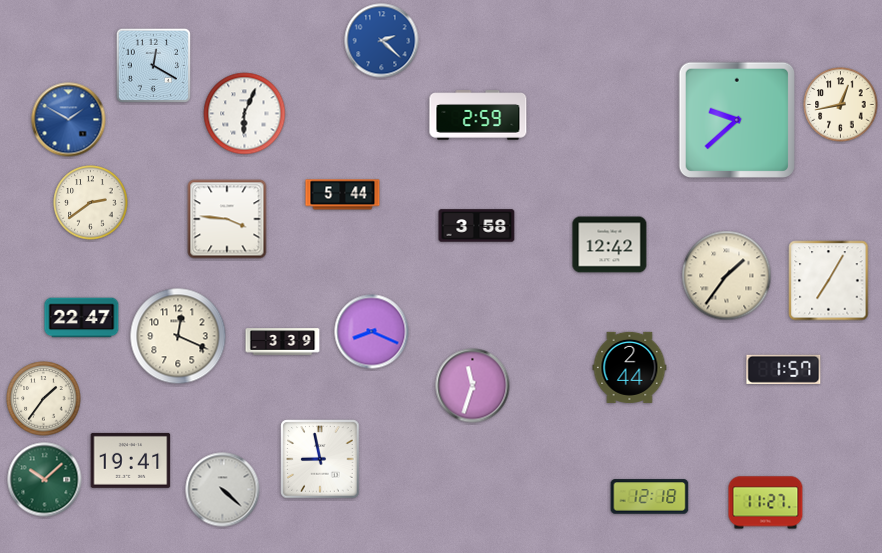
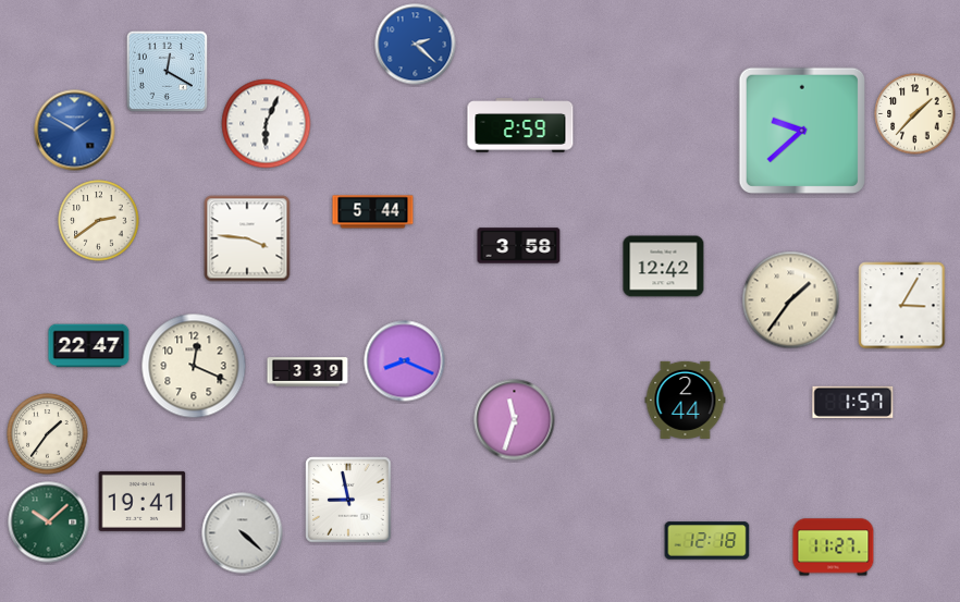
clock at (841, 105): 12:43 -> 1:37
clock at (829, 281): 7:05 -> 3:05
